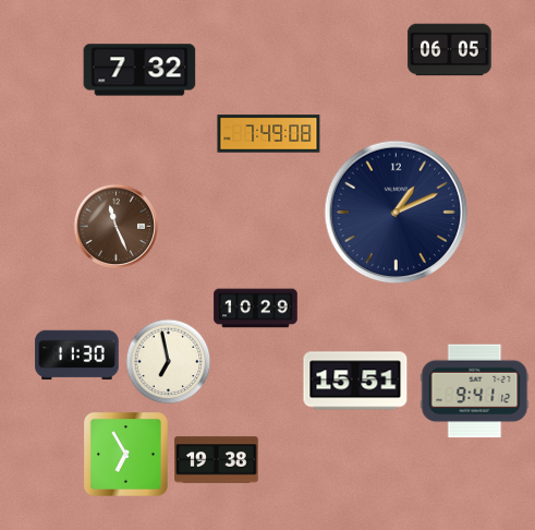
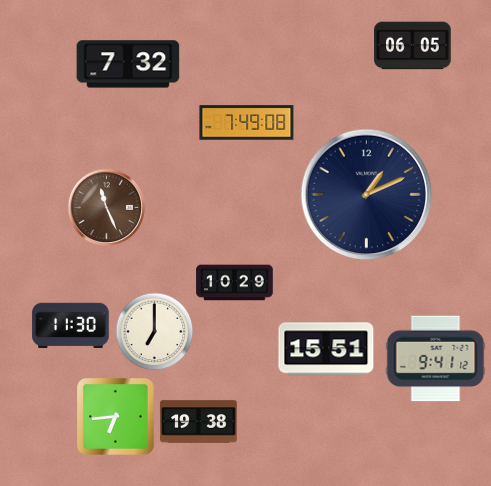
clock at (397, 213) position: (397, 213) -> (367, 195)
clock at (168, 361): 6:58 -> 7:00
clock at (126, 455): 6:55 -> 6:44
